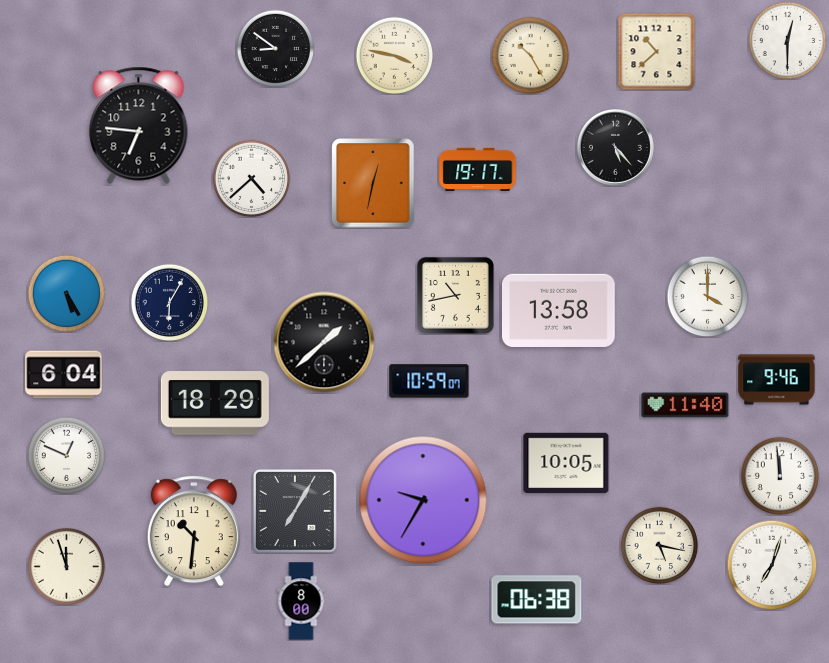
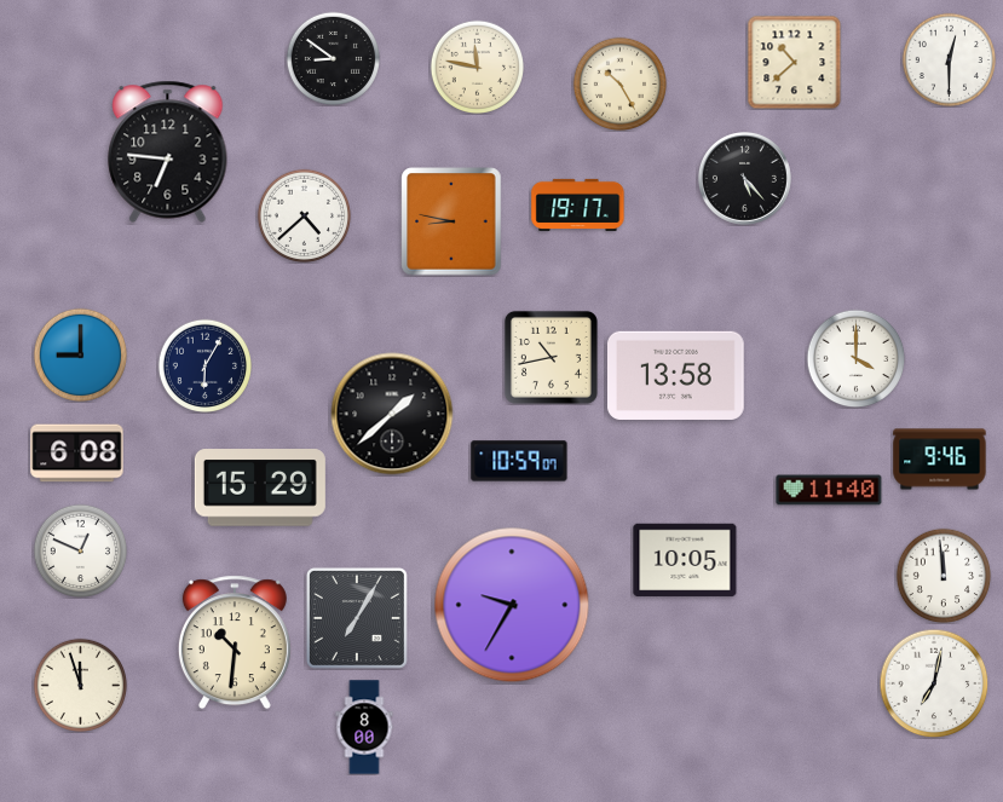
clock at (787, 40) position: (787, 40) -> (949, 59)
clock at (394, 55): 3:47 -> 11:47
clock at (530, 55) position: (530, 55) -> (619, 83)
clock at (373, 183): 12:32 -> 8:47
clock at (66, 293): 5:25 -> 9:00
clock at (64, 375): 6:04 -> 6:08
clock at (215, 403): 18:29 -> 15:29
clock at (659, 545): 5:17 -> none
clock at (772, 565): 7:03 -> 7:02
clock at (537, 600): 06:38 -> none
